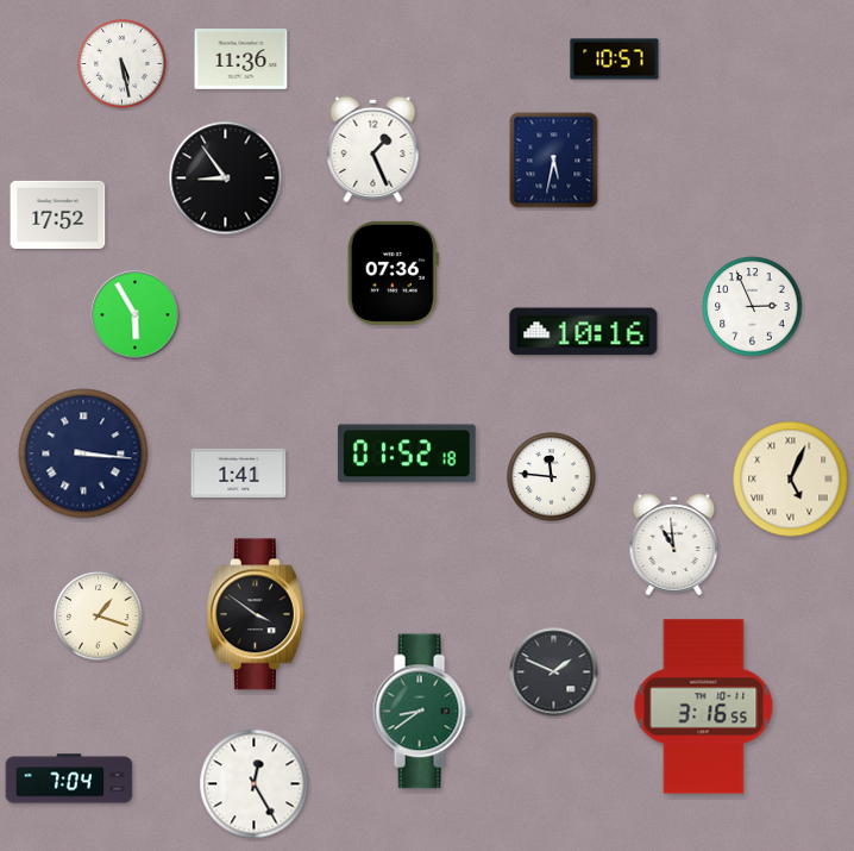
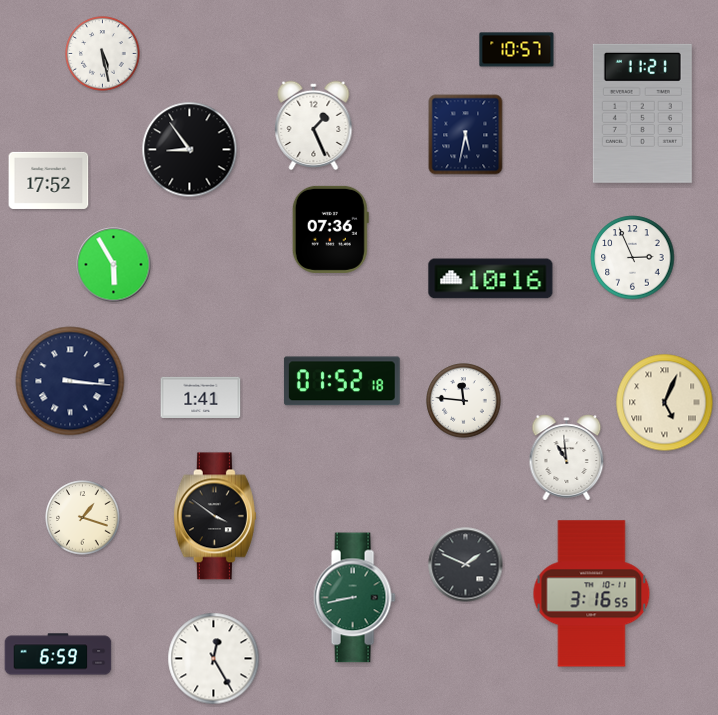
clock at (241, 60): 11:36 -> none
clock at (642, 113): none -> 11:21
clock at (421, 712): 8:39 -> 8:43
clock at (69, 778): 7:04 -> 6:59
